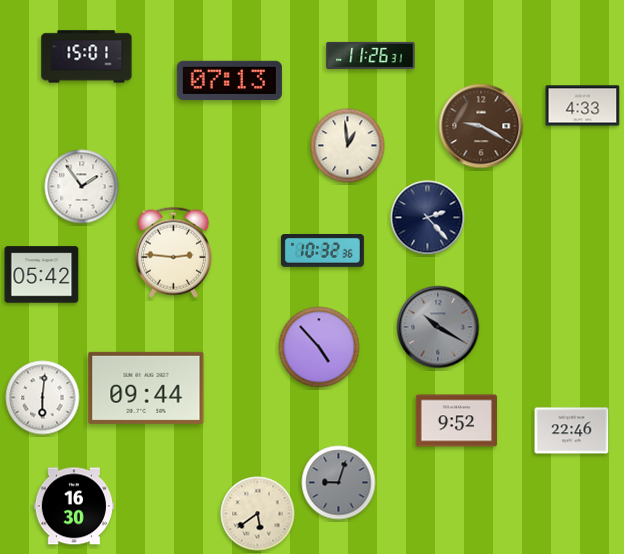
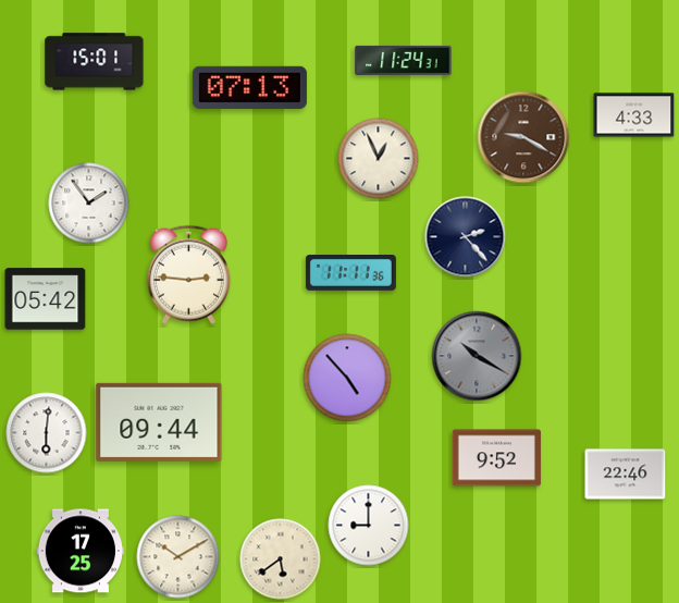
clock at (371, 55): 11:26 -> 11:24
clock at (348, 146): 12:59 -> 12:56
clock at (322, 251): 10:32 -> 11:11
clock at (572, 431) position: (572, 431) -> (626, 475)
clock at (339, 483): 9:03 -> 9:00
clock at (339, 483) dial: grey -> white
clock at (73, 506): 16:30 -> 17:25
clock at (178, 557): none -> 10:10
